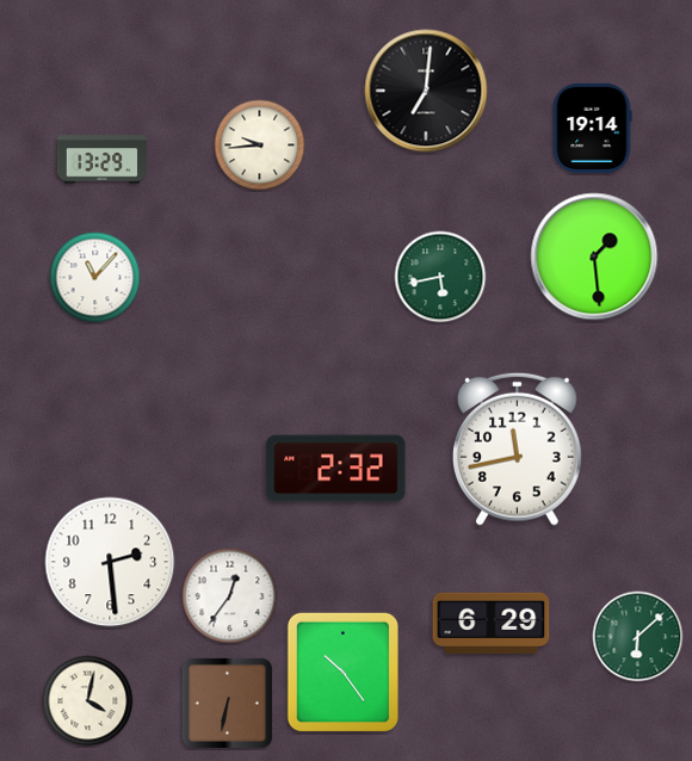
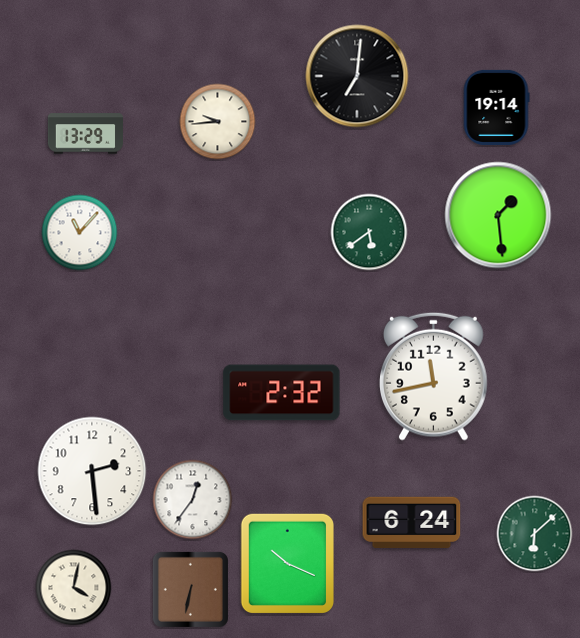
clock at (440, 277): 5:43 -> 5:39
clock at (492, 623): 6:29 -> 6:24
clock at (342, 672): 10:24 -> 10:19
